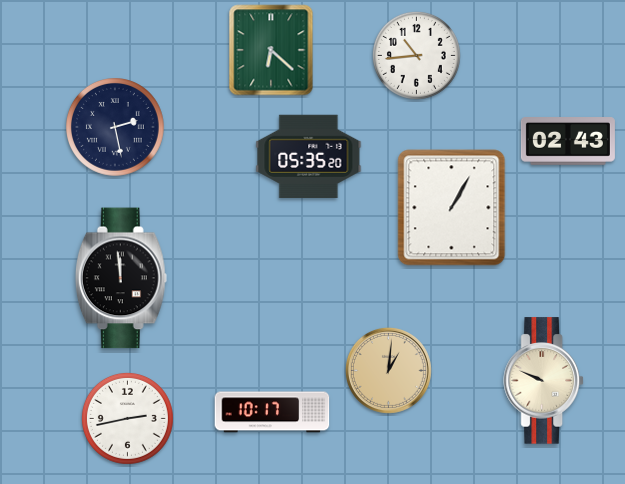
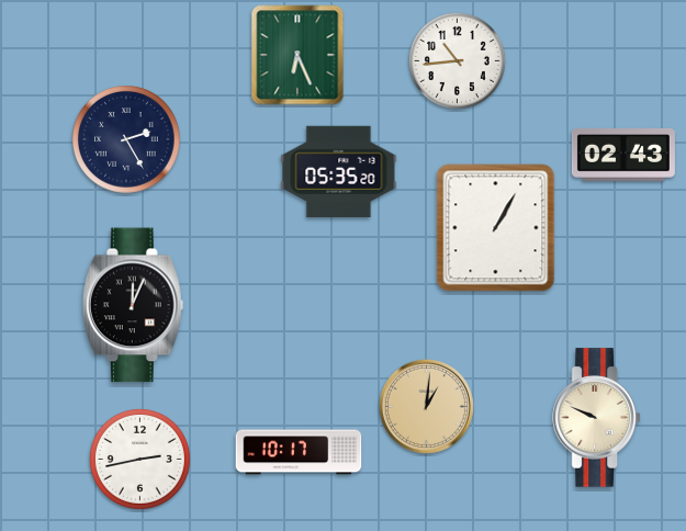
clock at (271, 50): 6:22 -> 6:26
clock at (116, 128): 2:28 -> 2:25
clock at (121, 278): 11:59 -> 12:04
